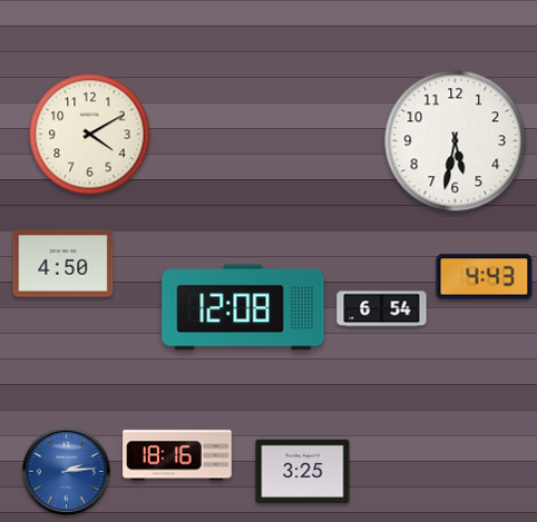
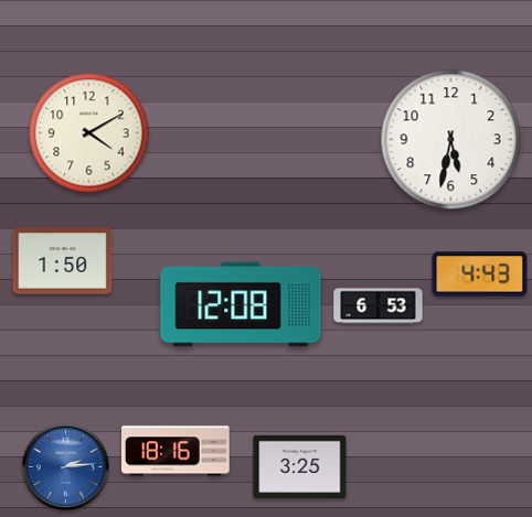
clock at (64, 264): 4:50 -> 1:50
clock at (382, 309): 6:54 -> 6:53
